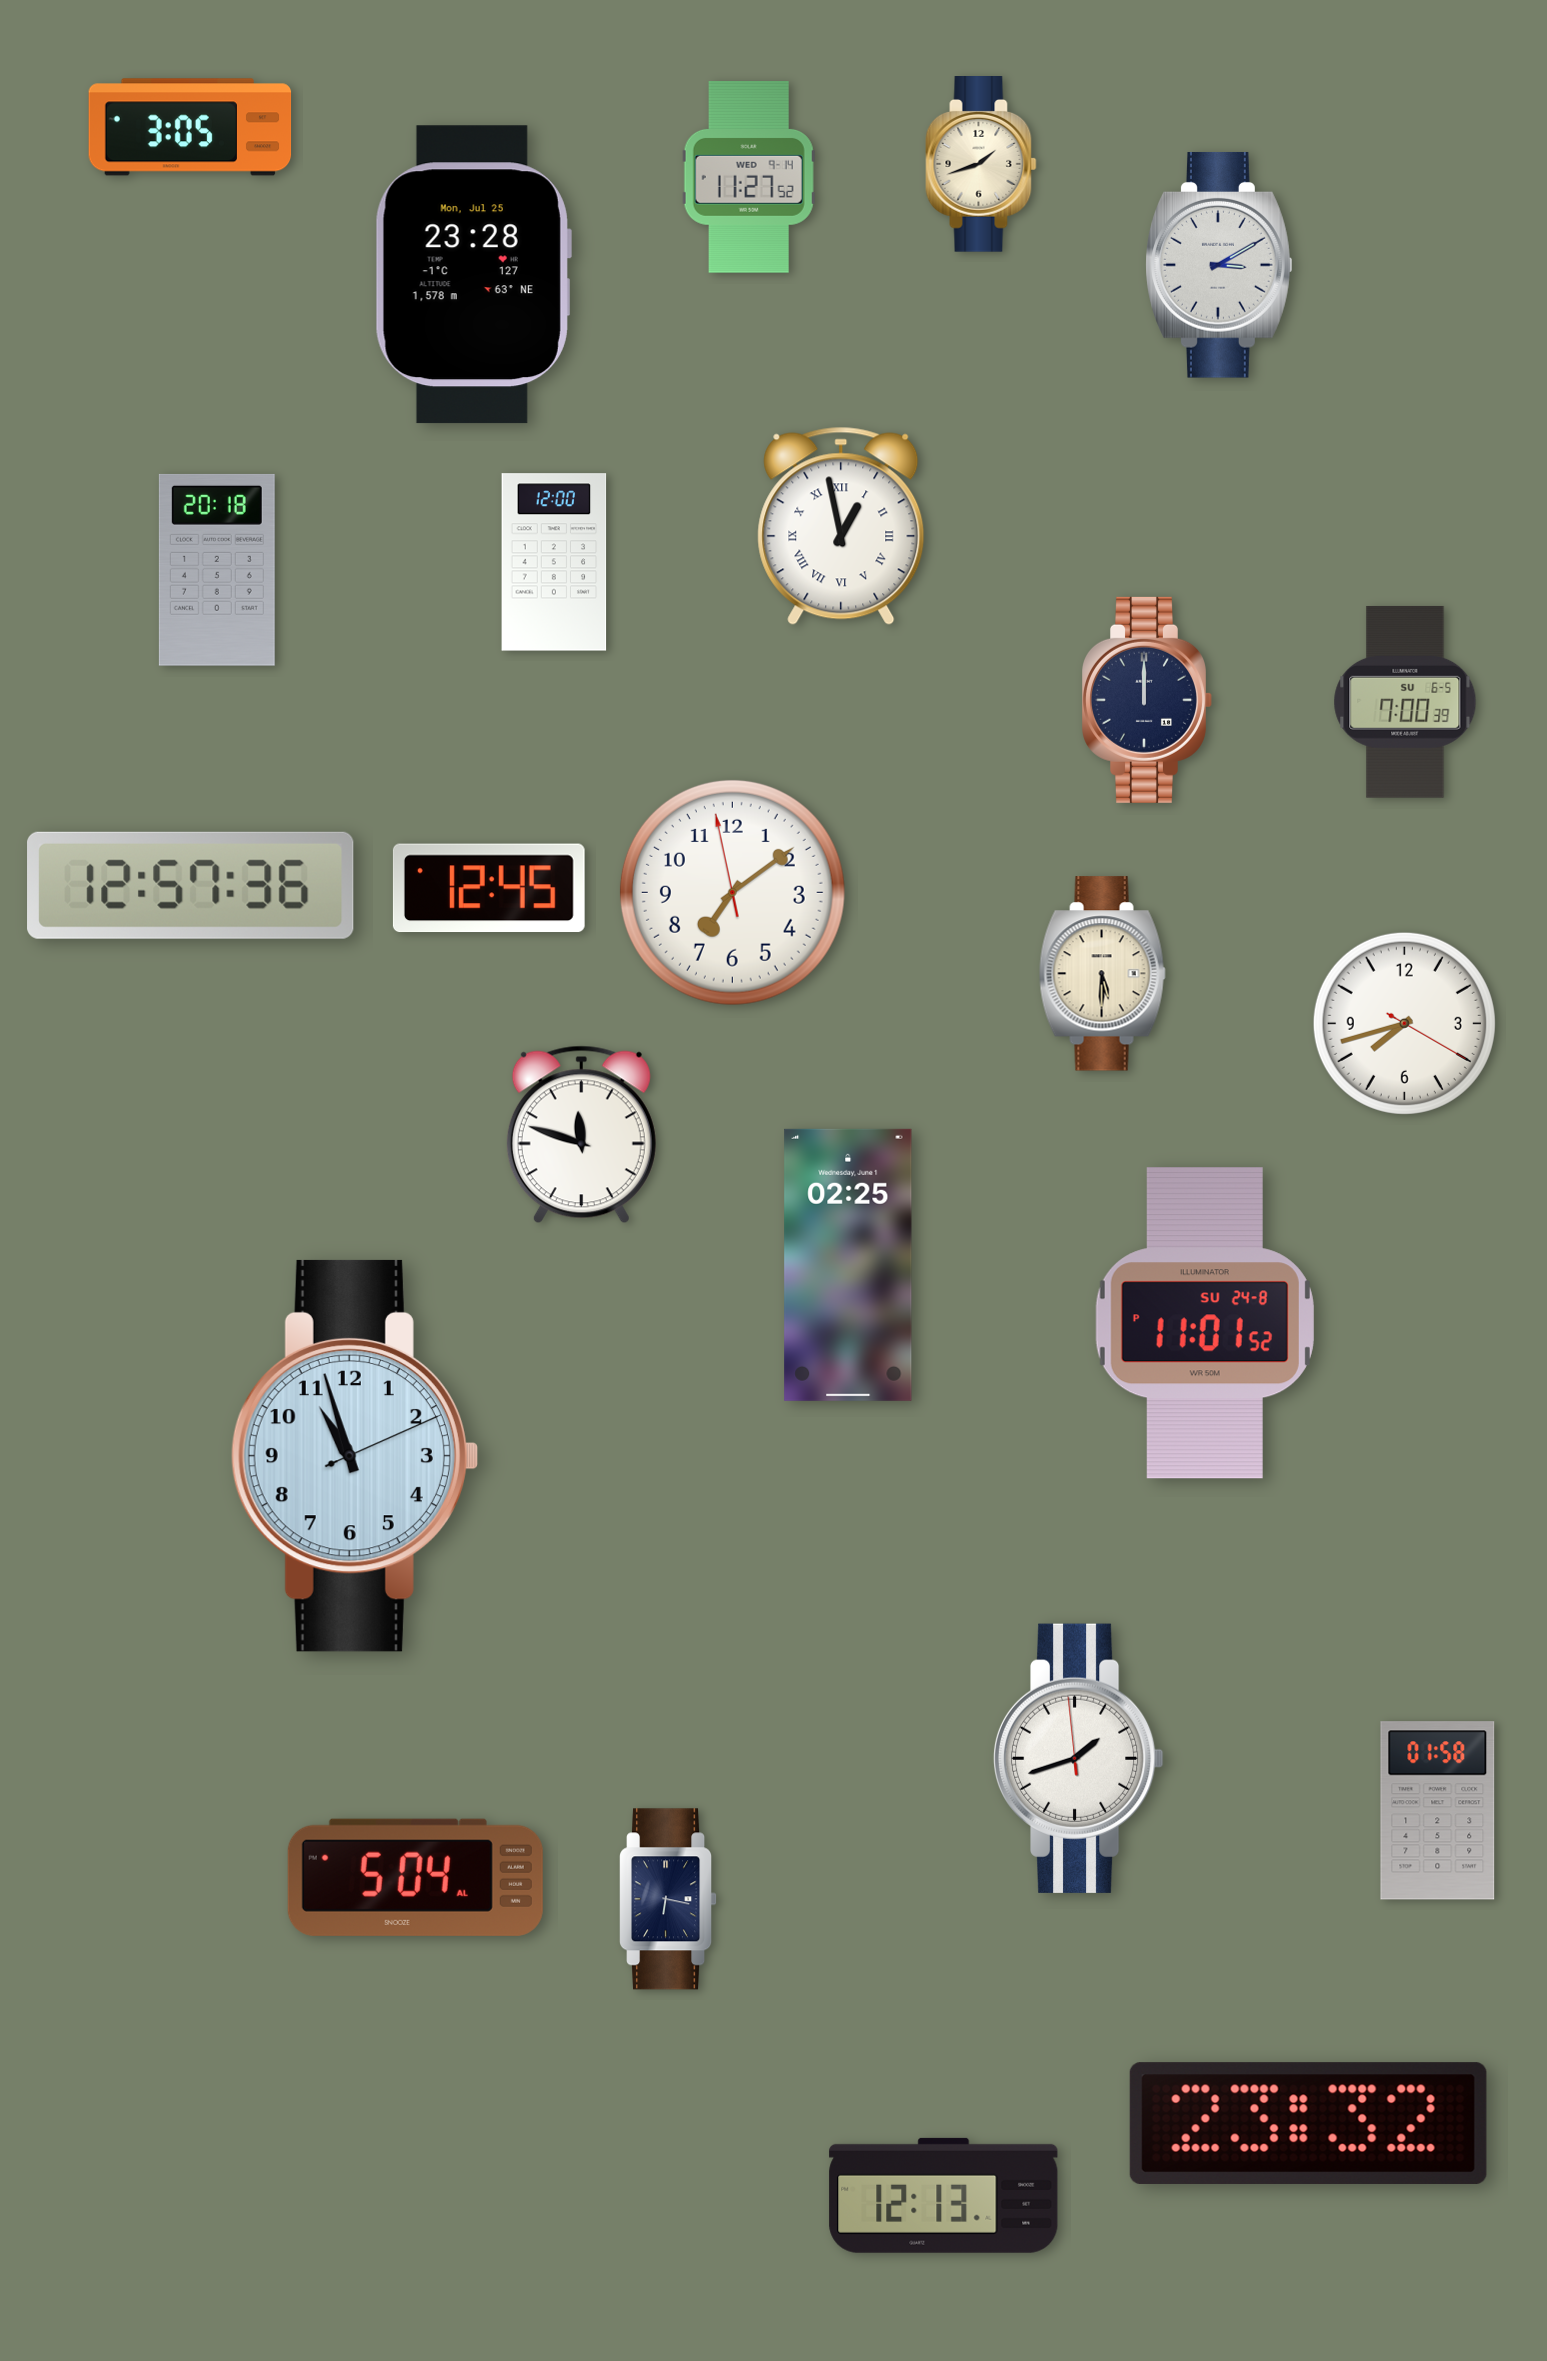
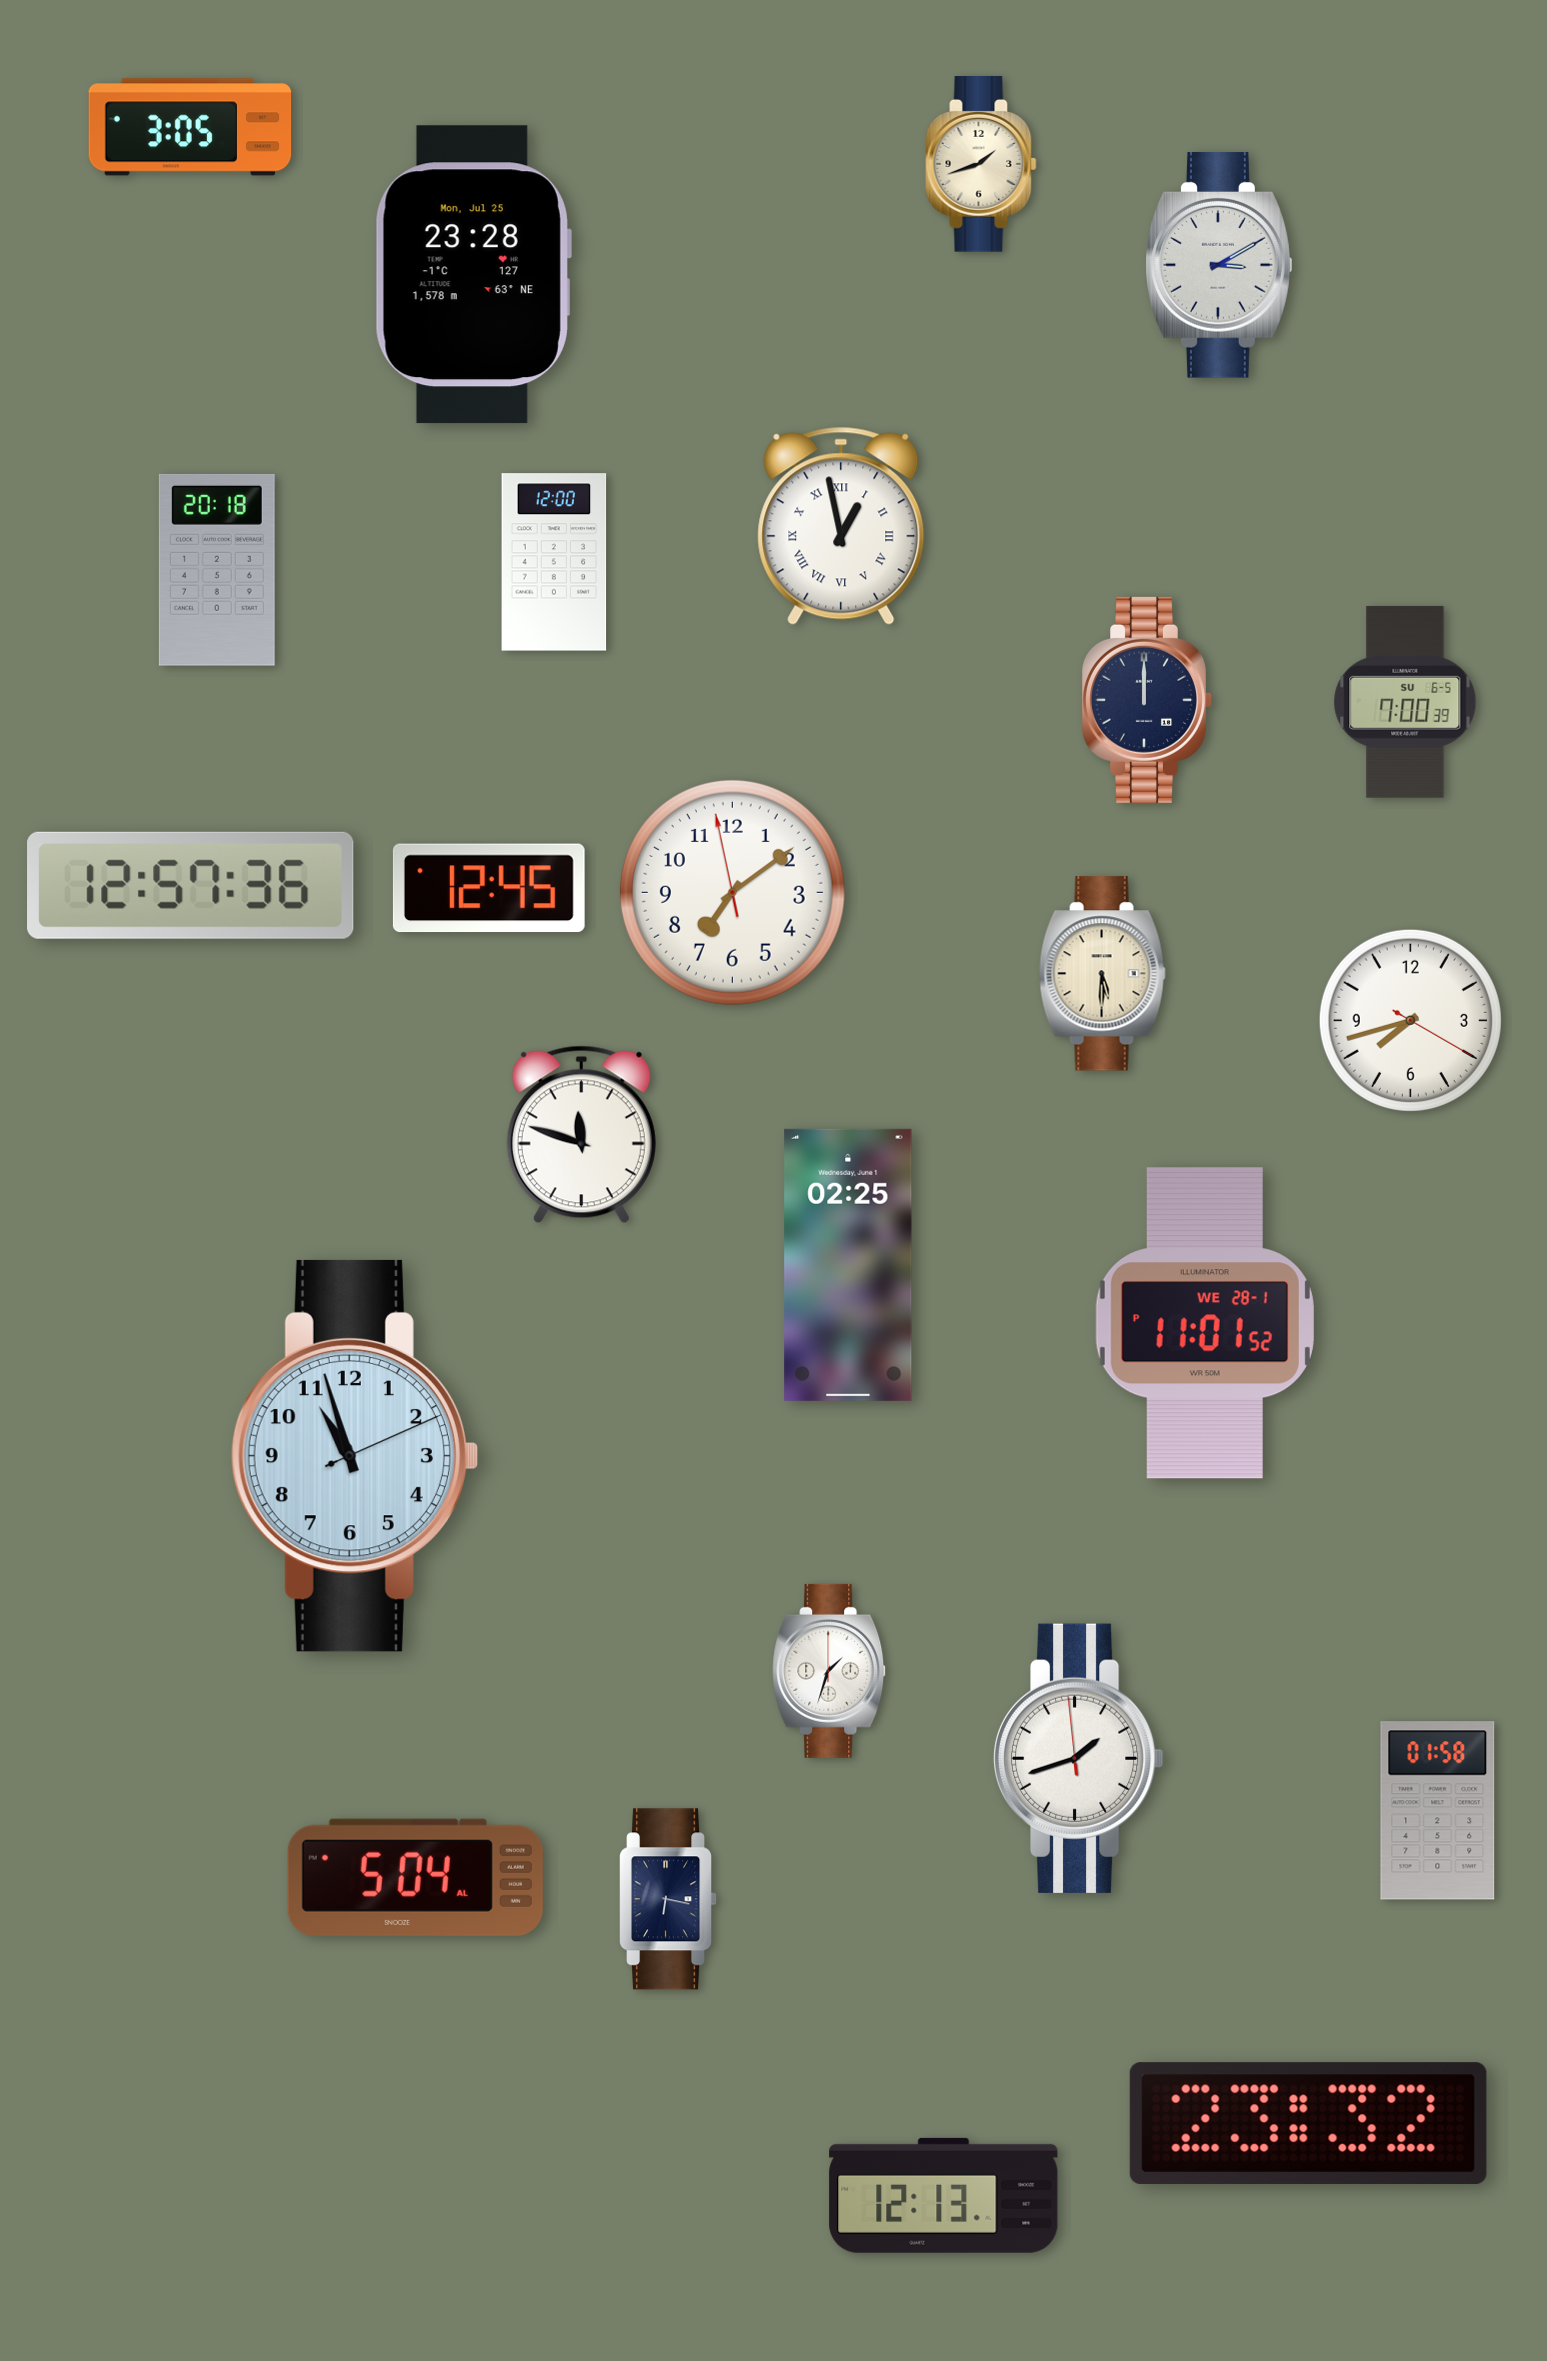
clock at (749, 177): 11:27 -> none
clock at (1404, 1023) position: (1404, 1023) -> (1410, 1020)
clock at (1205, 1323) date: SU 24-8 -> WE 28-1
clock at (830, 1671): none -> 1:33
